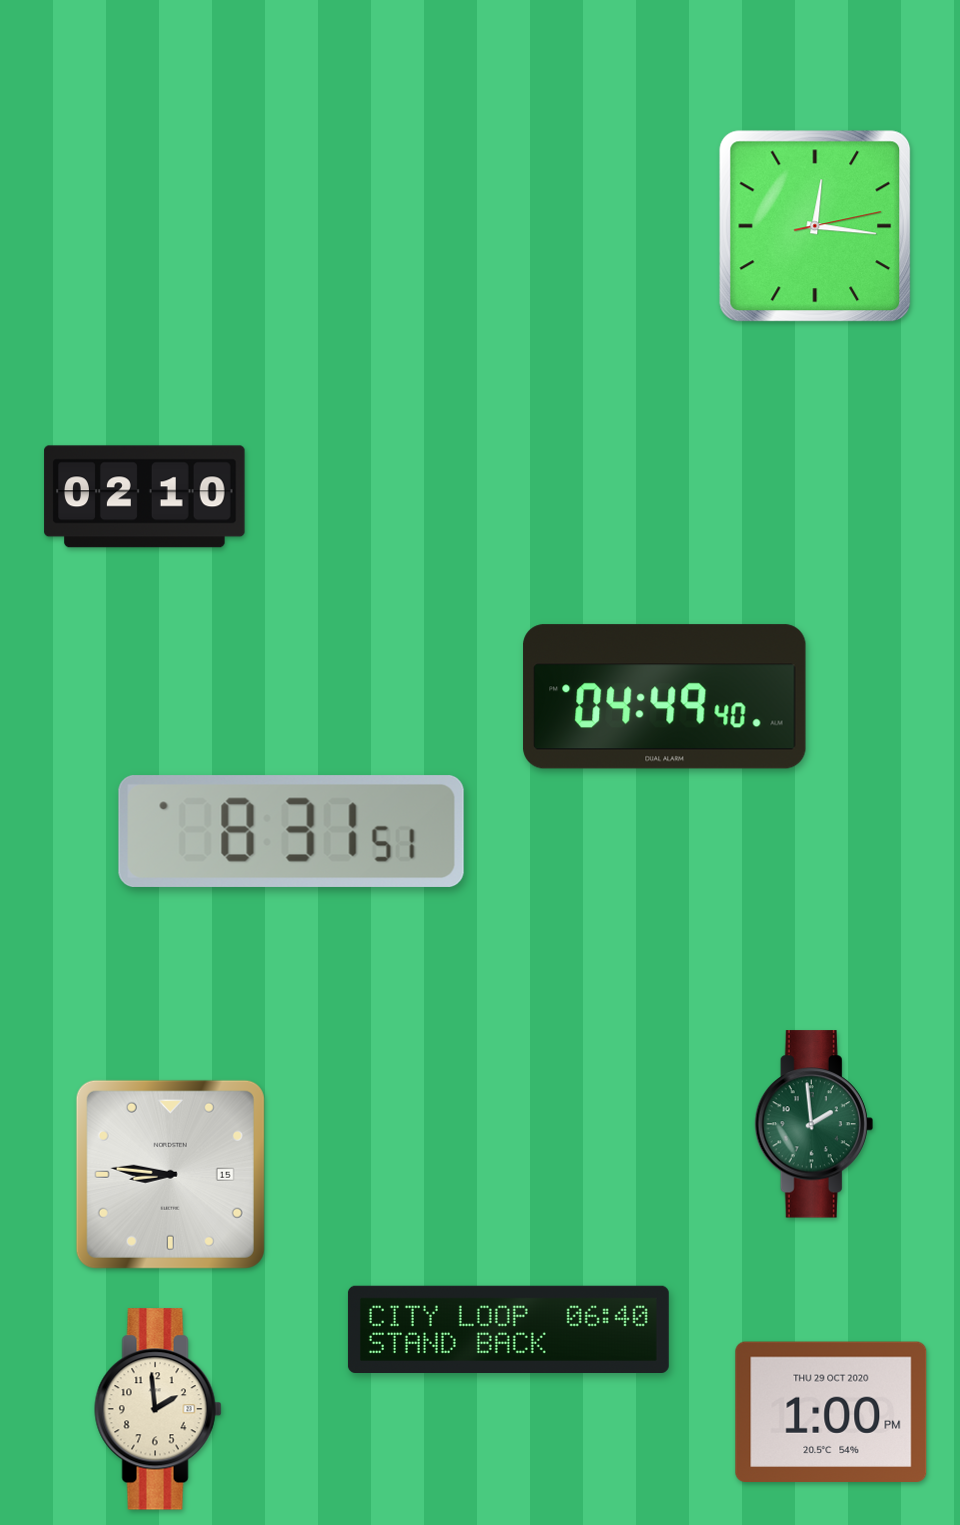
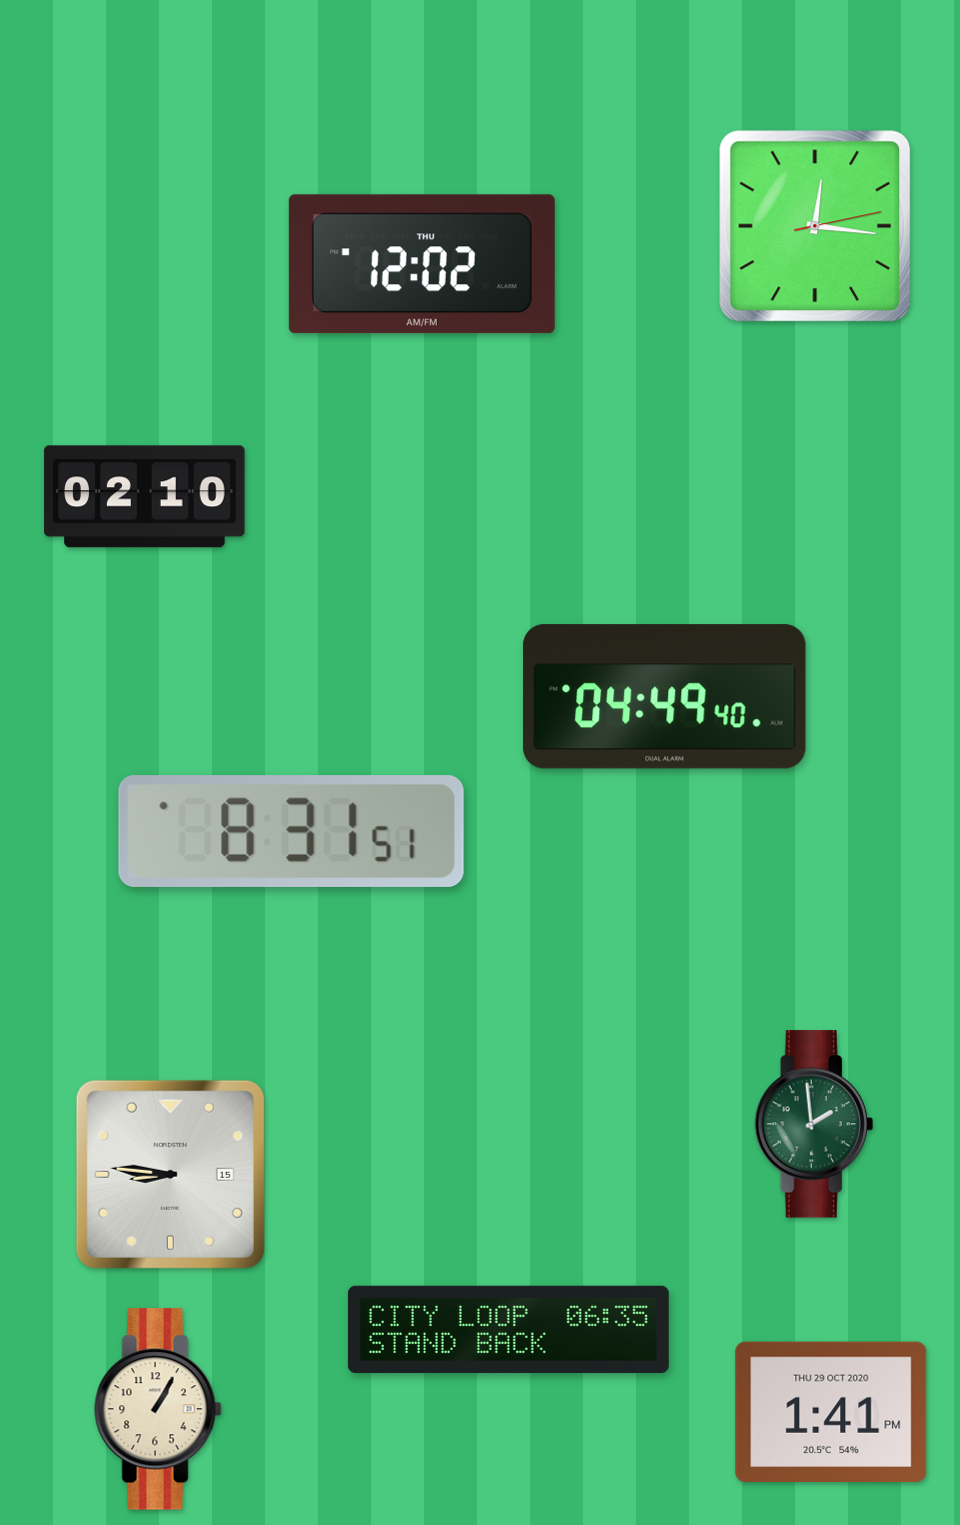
clock at (422, 264): none -> 12:02
clock at (508, 1329): 06:40 -> 06:35
clock at (158, 1409): 1:59 -> 1:05
clock at (831, 1411): 1:00 -> 1:41
